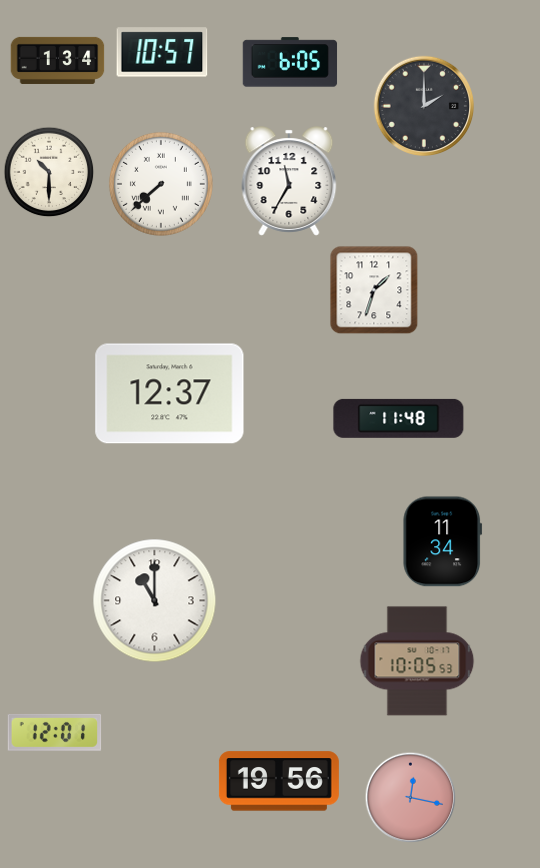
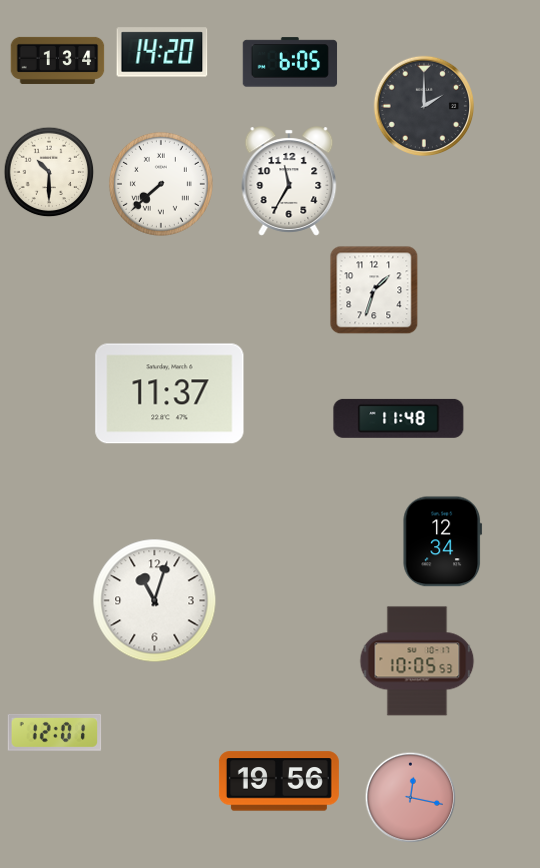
clock at (162, 52): 10:57 -> 14:20
clock at (170, 394): 12:37 -> 11:37
clock at (442, 542): 11:34 -> 12:34
clock at (155, 601): 11:00 -> 11:03
